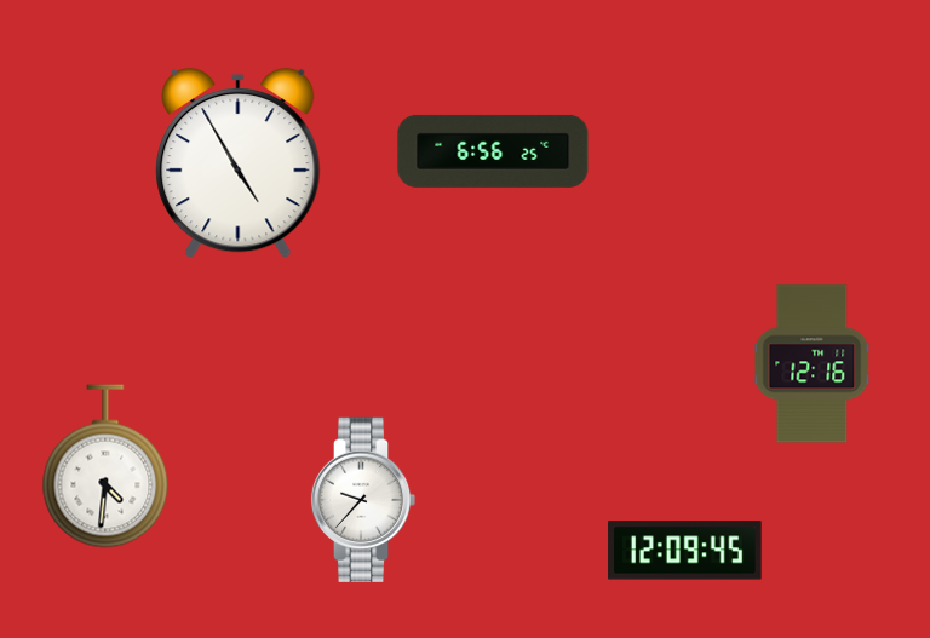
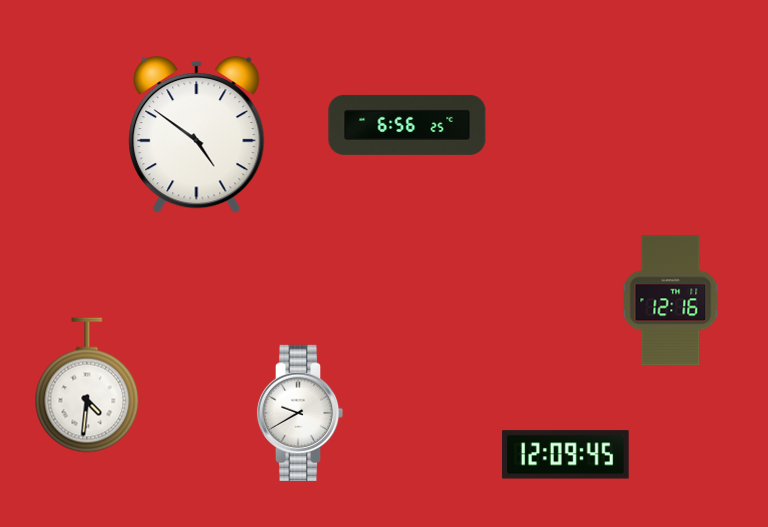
clock at (239, 163): 4:55 -> 4:51
clock at (363, 500): 9:37 -> 9:40
